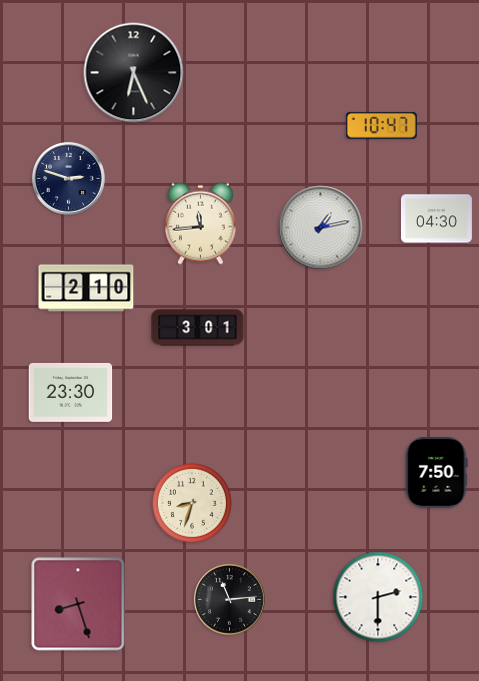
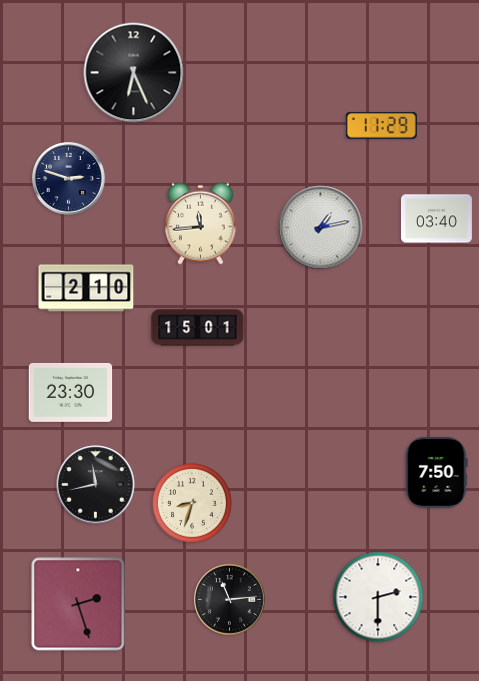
clock at (381, 125): 10:47 -> 11:29
clock at (436, 219): 04:30 -> 03:40
clock at (198, 328): 3:01 -> 15:01
clock at (96, 485): none -> 11:43
clock at (78, 604): 8:27 -> 2:27
